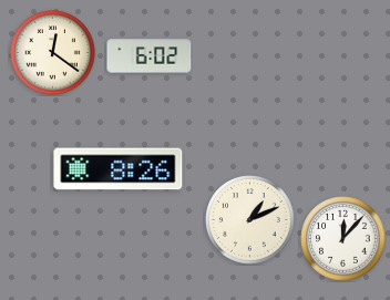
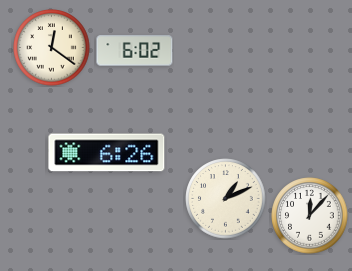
clock at (53, 53) position: (53, 53) -> (52, 48)
clock at (119, 169): 8:26 -> 6:26
